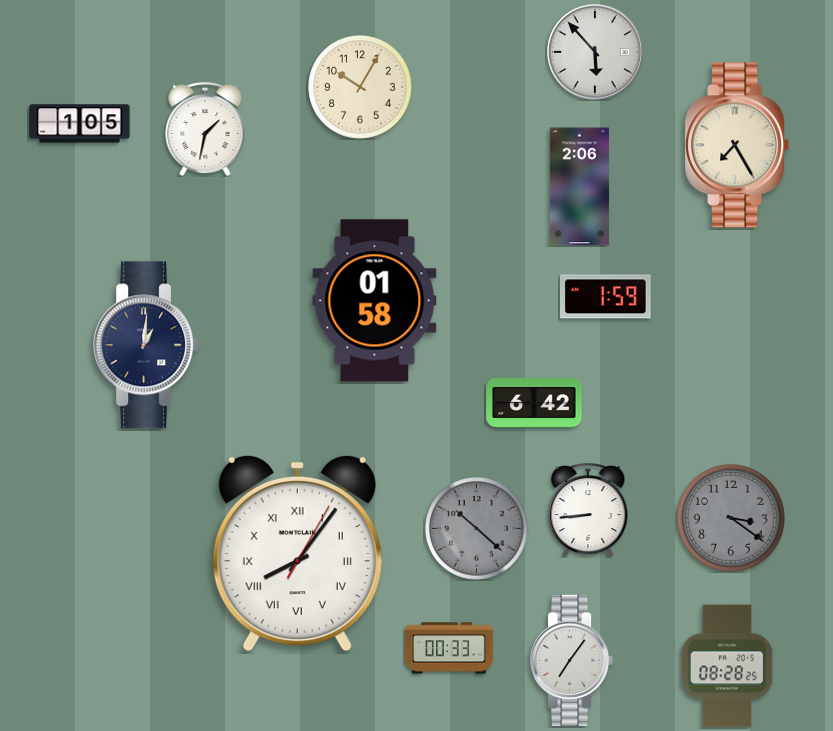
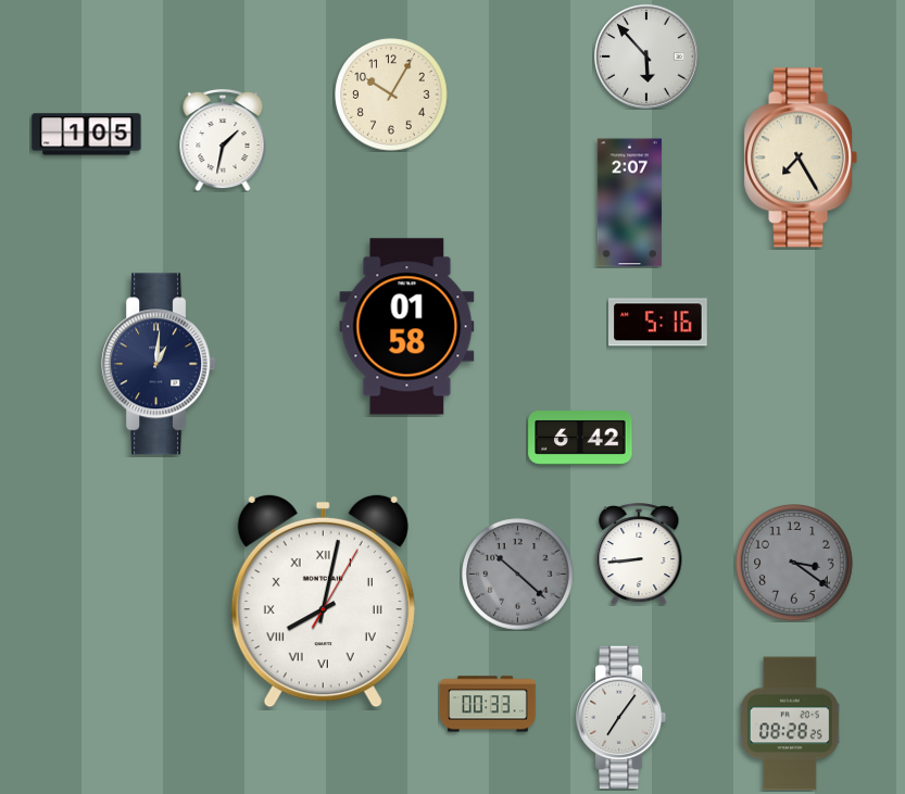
clock at (579, 187): 2:06 -> 2:07
clock at (606, 297): 1:59 -> 5:16
clock at (147, 345) position: (147, 345) -> (160, 364)
clock at (297, 553): 8:06 -> 8:02
